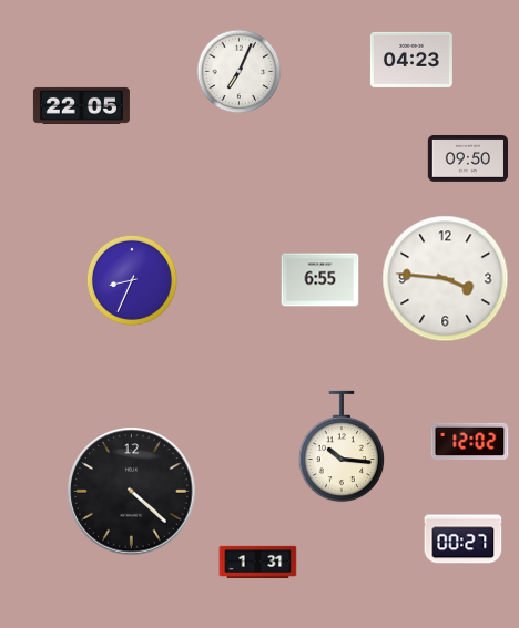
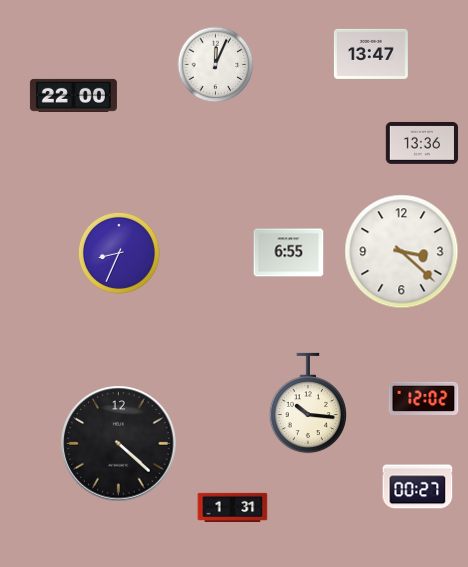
clock at (411, 60): 04:23 -> 13:47
clock at (240, 72): 7:04 -> 12:04
clock at (81, 105): 22:05 -> 22:00
clock at (468, 158): 09:50 -> 13:36
clock at (446, 279): 3:46 -> 3:22
